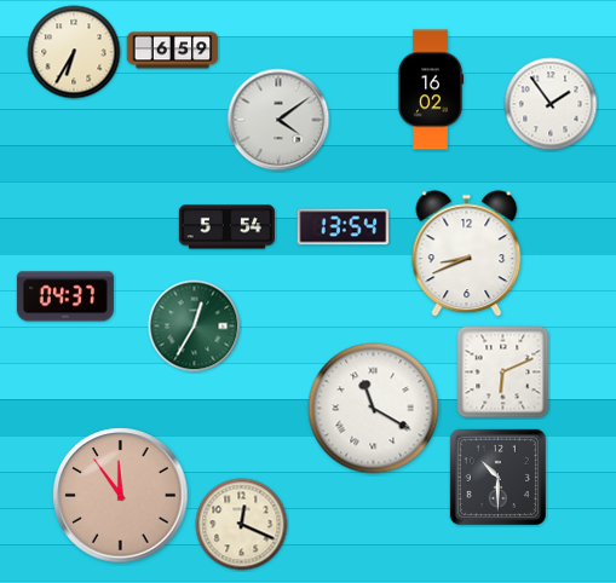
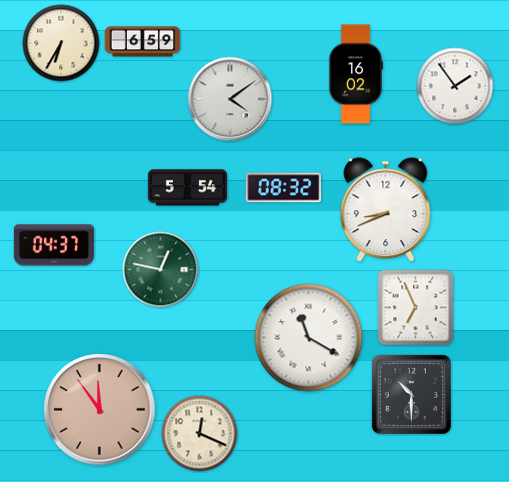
clock at (344, 227): 13:54 -> 08:32
clock at (195, 327): 12:35 -> 12:47
clock at (503, 373): 6:11 -> 6:56
